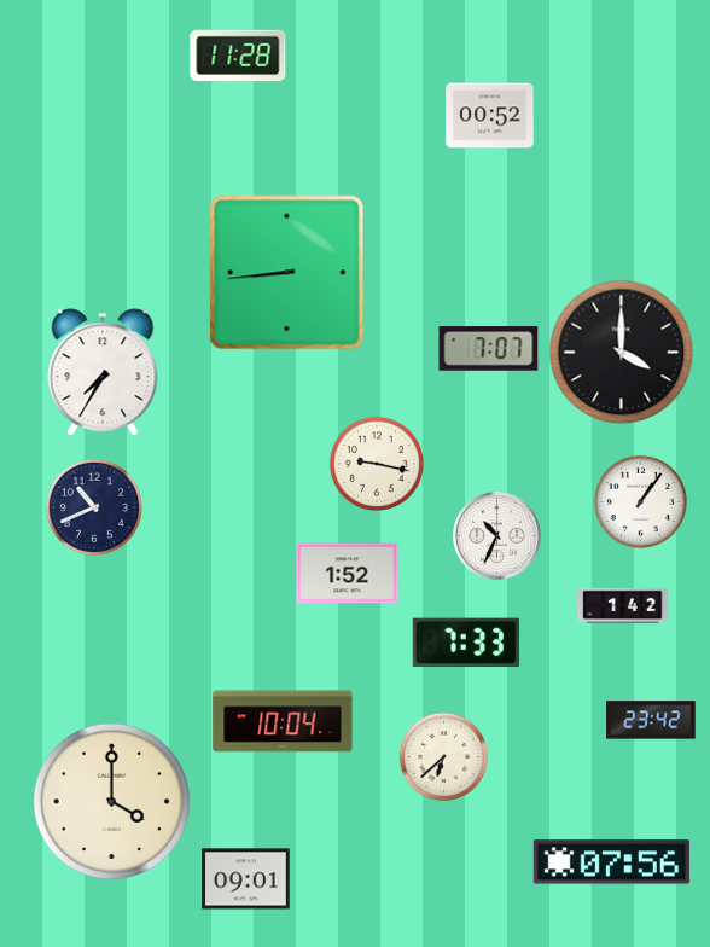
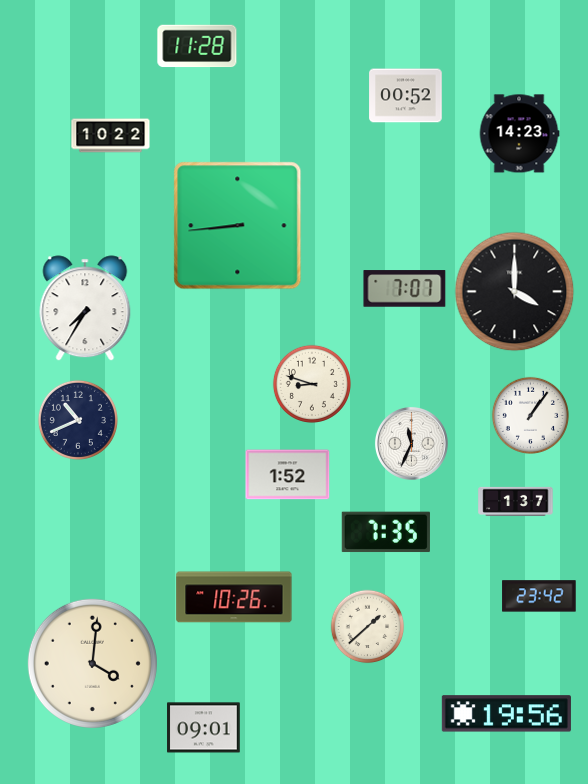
clock at (519, 134): none -> 14:23
clock at (111, 136): none -> 10:22
clock at (377, 464): 9:17 -> 8:48
clock at (496, 535): 10:34 -> 11:34
clock at (623, 605): 1:42 -> 1:37
clock at (466, 643): 7:33 -> 7:35
clock at (283, 721): 10:04 -> 10:26
clock at (444, 757): 6:38 -> 1:38
clock at (111, 801): 4:00 -> 4:01
clock at (611, 862): 07:56 -> 19:56
